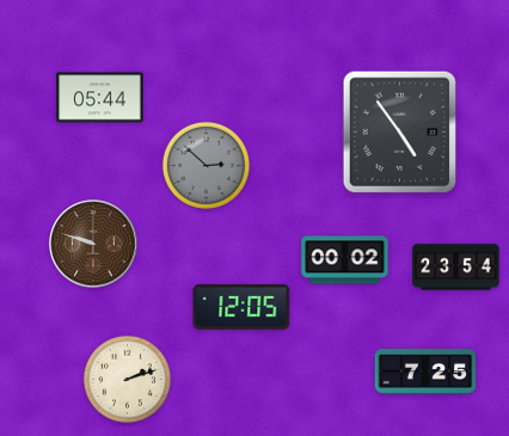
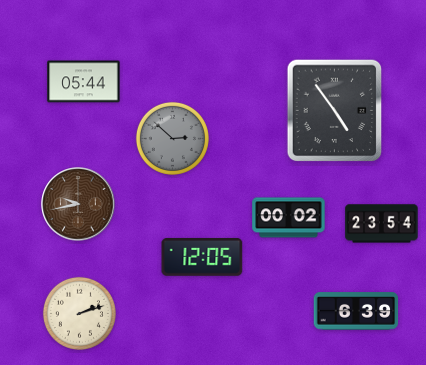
clock at (93, 244): 9:48 -> 9:43
clock at (425, 371): 7:25 -> 6:39
clock at (127, 379) position: (127, 379) -> (79, 313)
